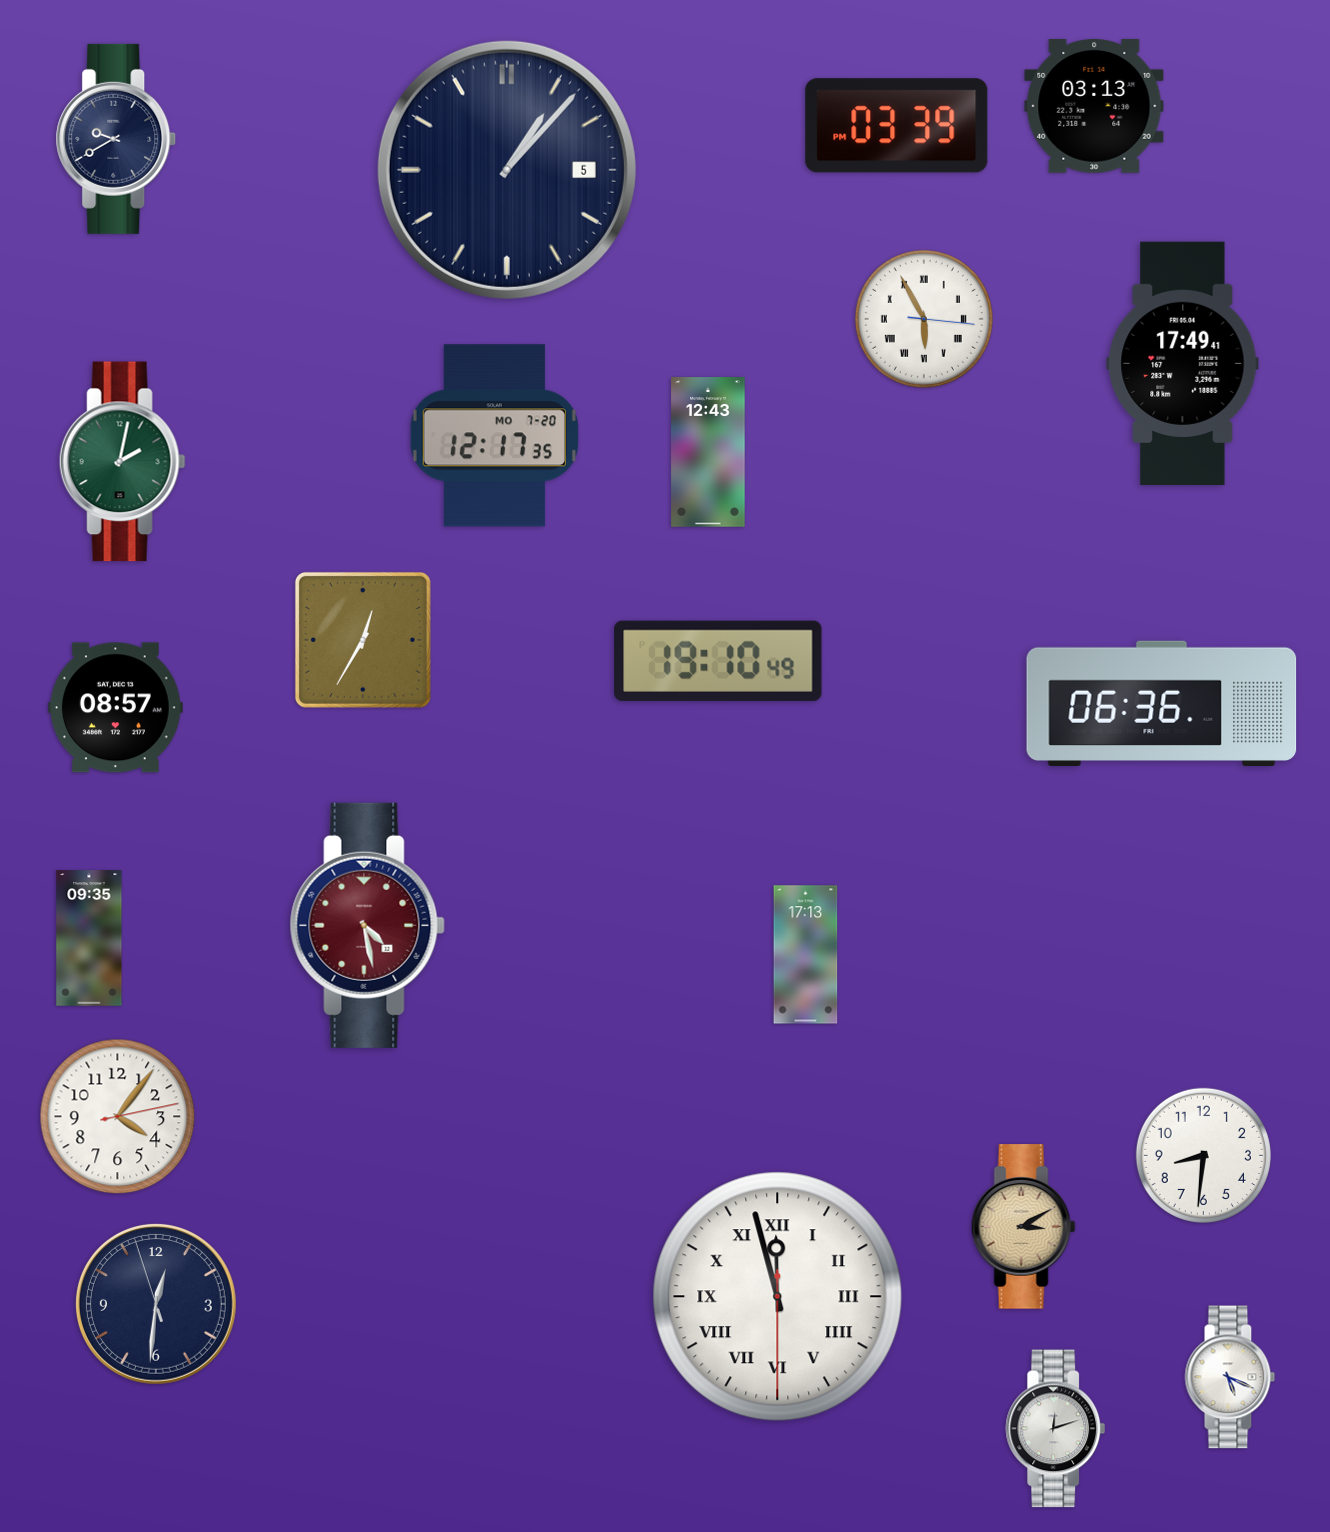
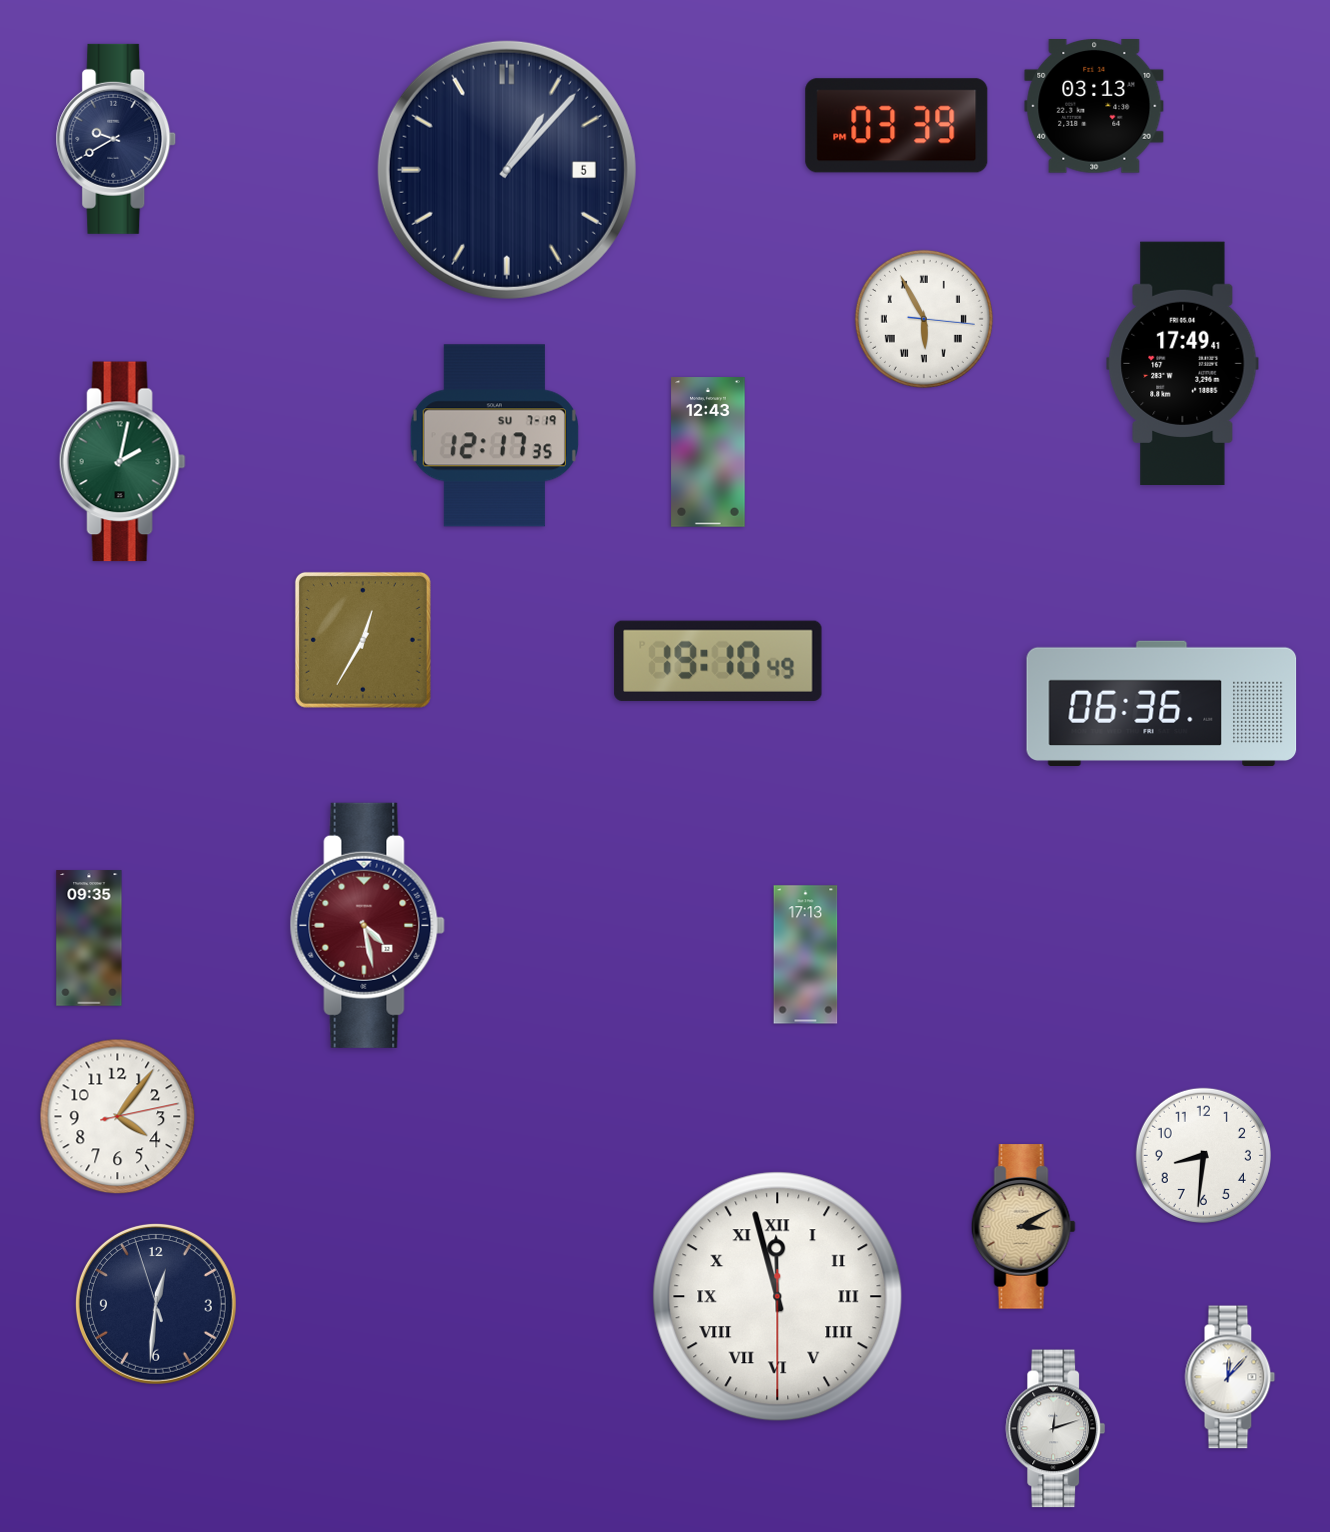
clock at (494, 436) date: MO 7-20 -> SU 7-19
clock at (115, 708): 08:57 -> none
clock at (1230, 1377): 5:19 -> 12:07
